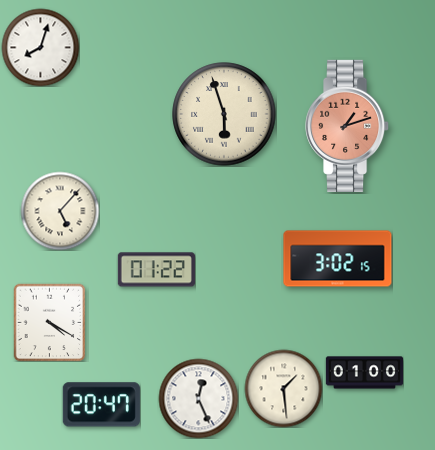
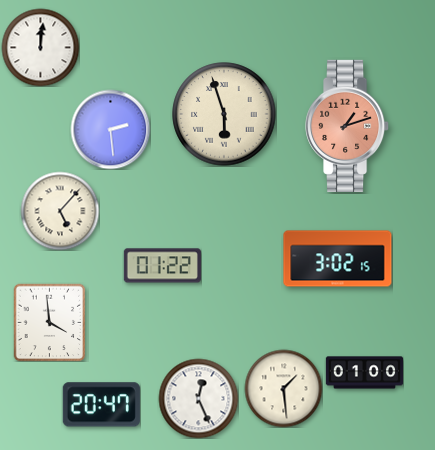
clock at (40, 47): 8:03 -> 12:01
clock at (110, 129): none -> 2:29
clock at (156, 270) position: (156, 270) -> (162, 266)
clock at (50, 322): 4:20 -> 3:59
